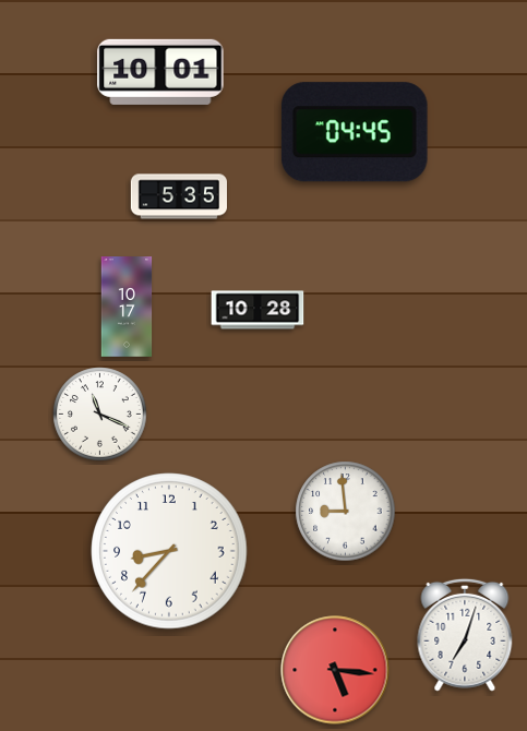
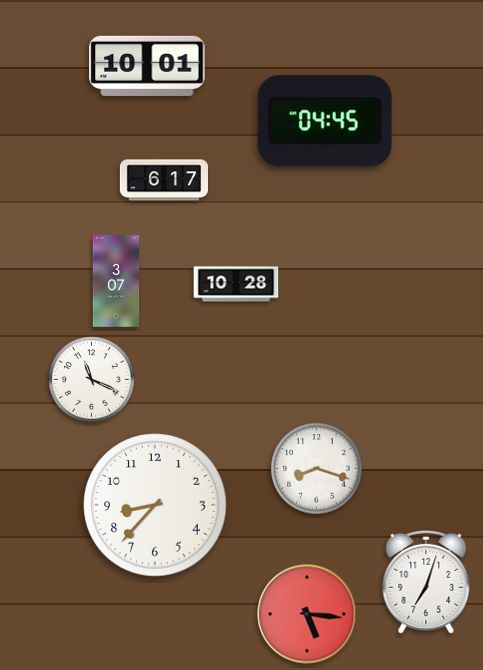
clock at (178, 196): 5:35 -> 6:17
clock at (127, 307): 10:17 -> 3:07
clock at (346, 512): 8:59 -> 8:18
